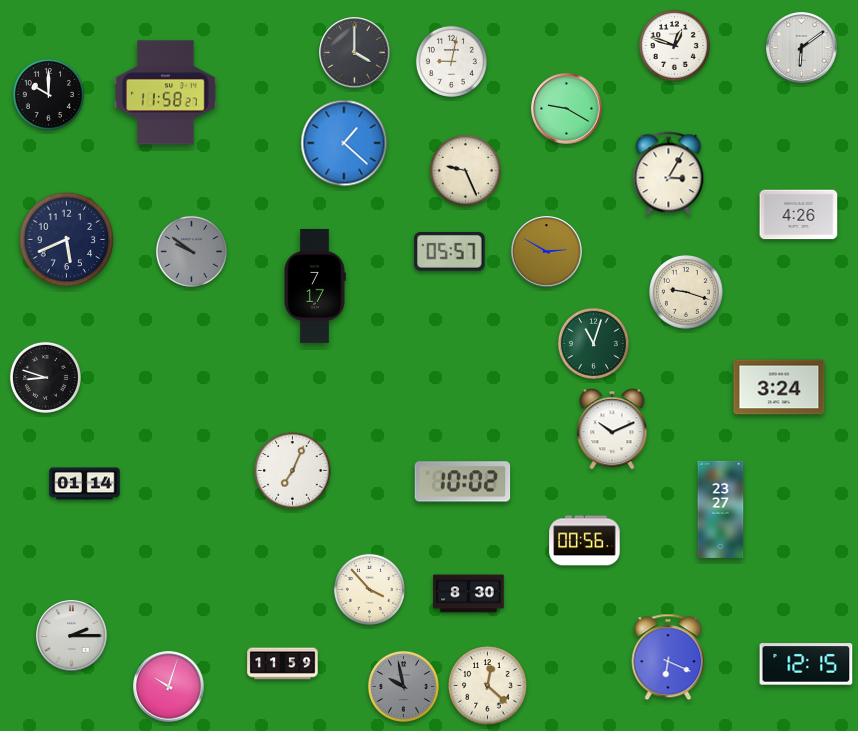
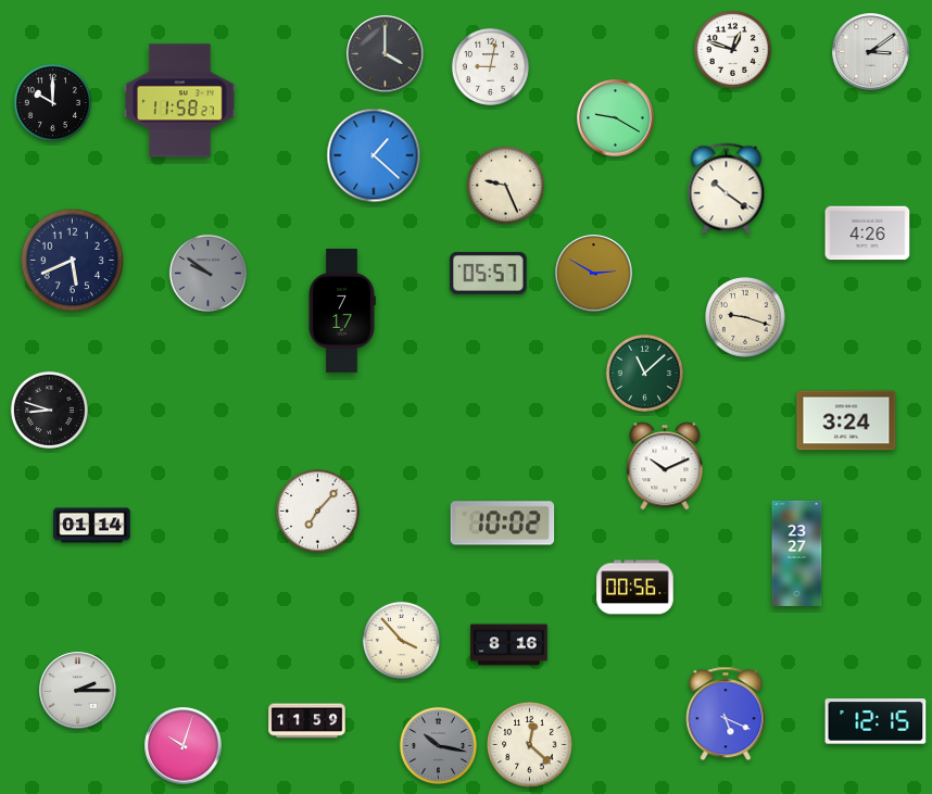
clock at (802, 48): 6:09 -> 3:09
clock at (355, 53) position: (355, 53) -> (386, 54)
clock at (669, 174): 3:05 -> 10:21
clock at (593, 343): 11:03 -> 11:08
clock at (293, 471): 7:04 -> 7:07
clock at (721, 509) position: (721, 509) -> (797, 553)
clock at (469, 594): 8:30 -> 8:16
clock at (668, 657): 6:19 -> 5:19
clock at (403, 686): 9:58 -> 10:17
